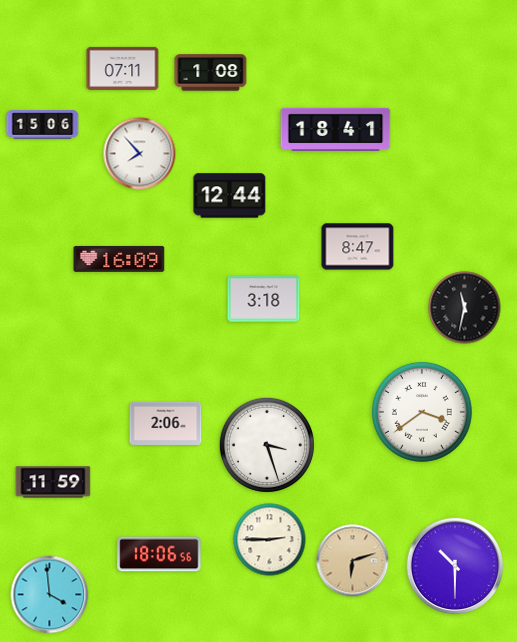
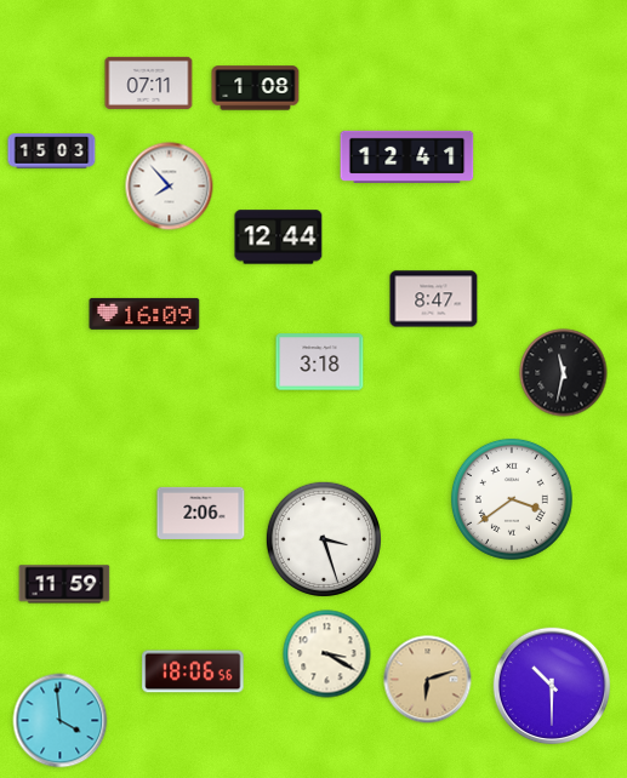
clock at (43, 125): 15:06 -> 15:03
clock at (336, 129): 18:41 -> 12:41
clock at (270, 540): 2:45 -> 3:20
